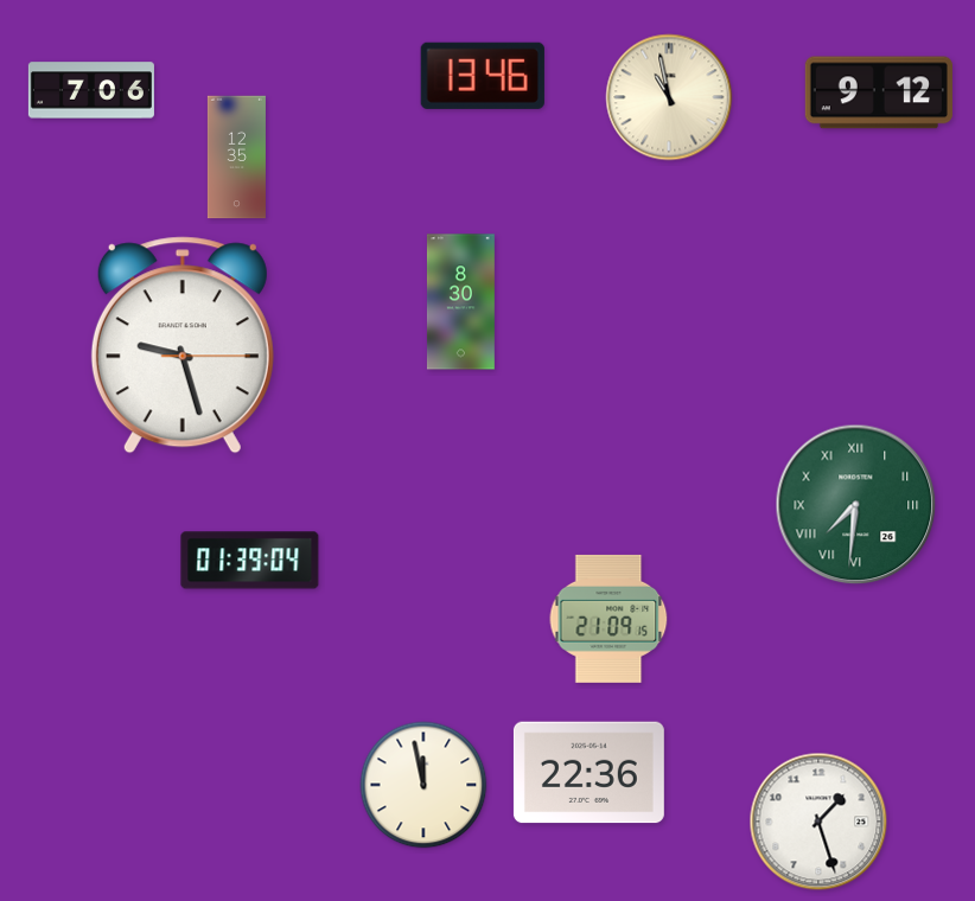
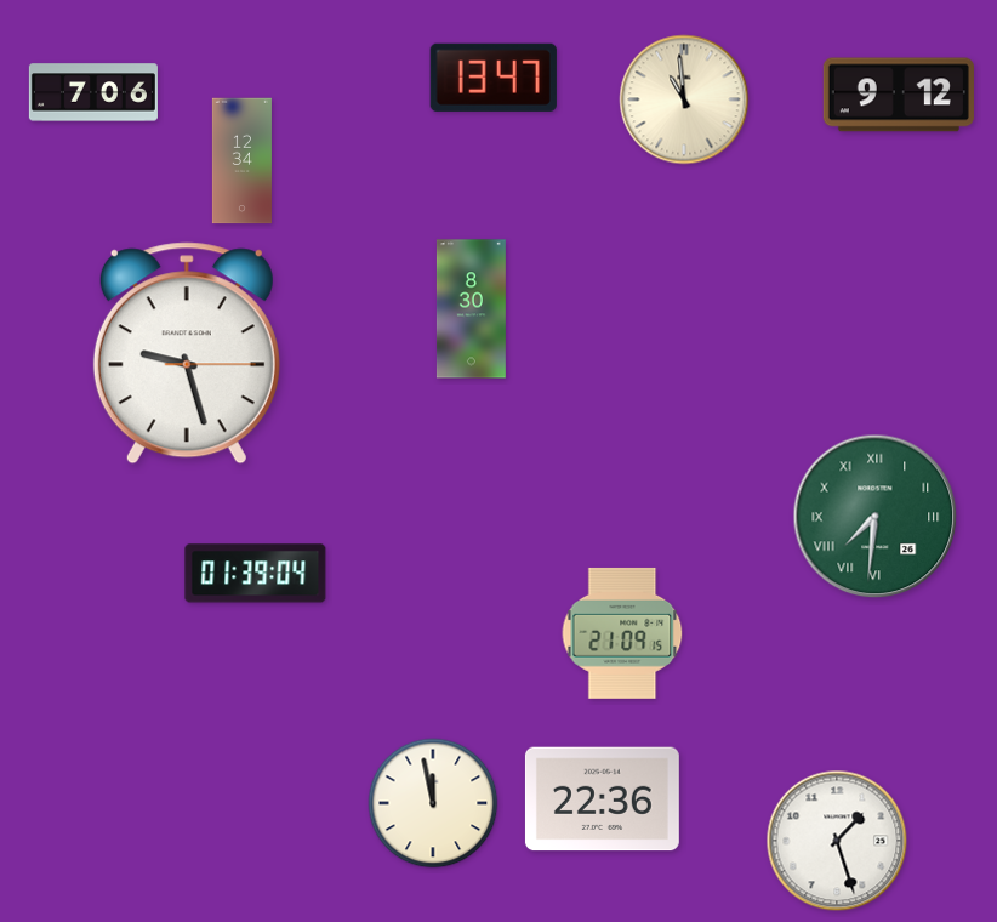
clock at (483, 76): 13:46 -> 13:47
clock at (669, 97): 10:58 -> 10:59
clock at (236, 158): 12:35 -> 12:34
clock at (588, 773) position: (588, 773) -> (602, 799)
